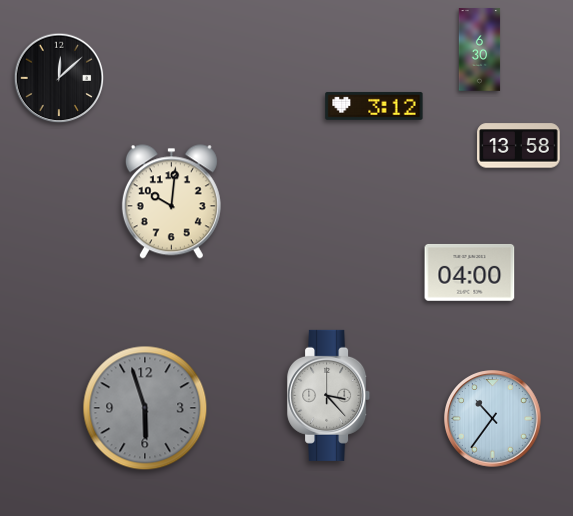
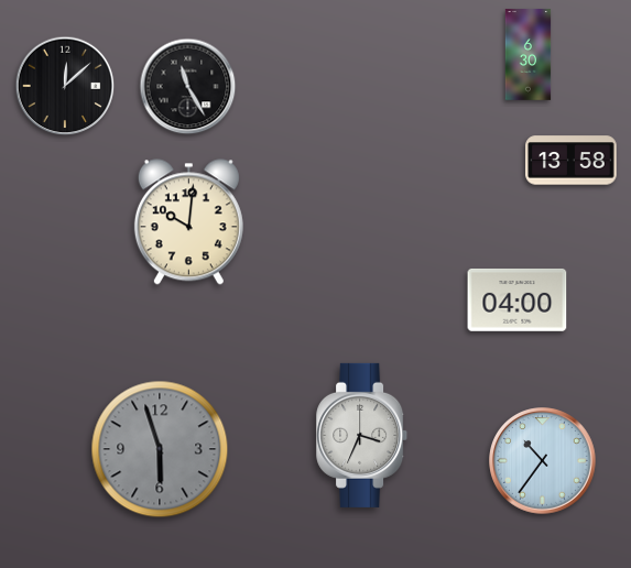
clock at (188, 87): none -> 11:25
clock at (374, 106): 3:12 -> none
clock at (329, 395): 3:23 -> 3:34
